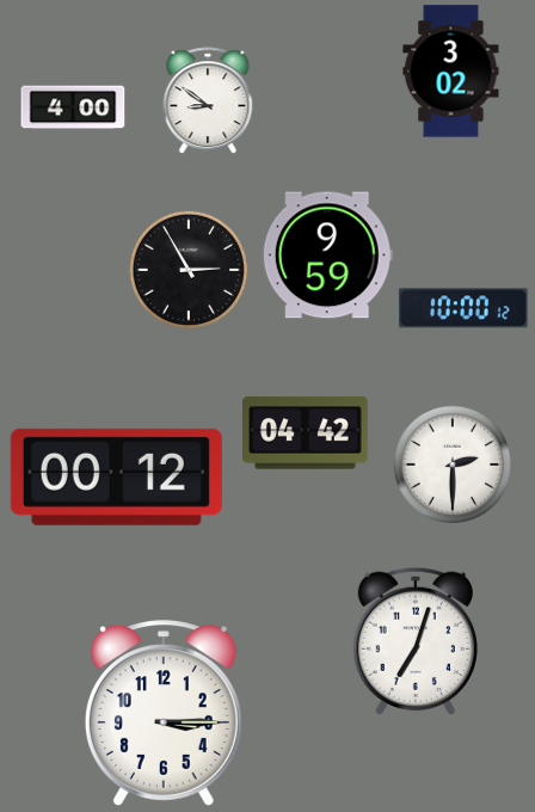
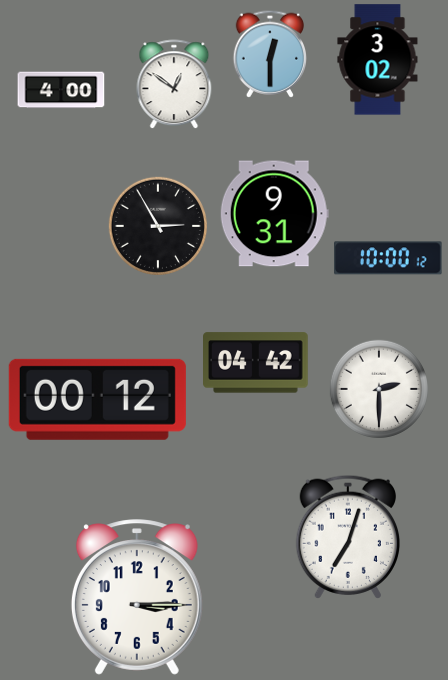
clock at (270, 54): none -> 12:30
clock at (208, 100): 8:51 -> 12:51
clock at (327, 256): 9:59 -> 9:31
